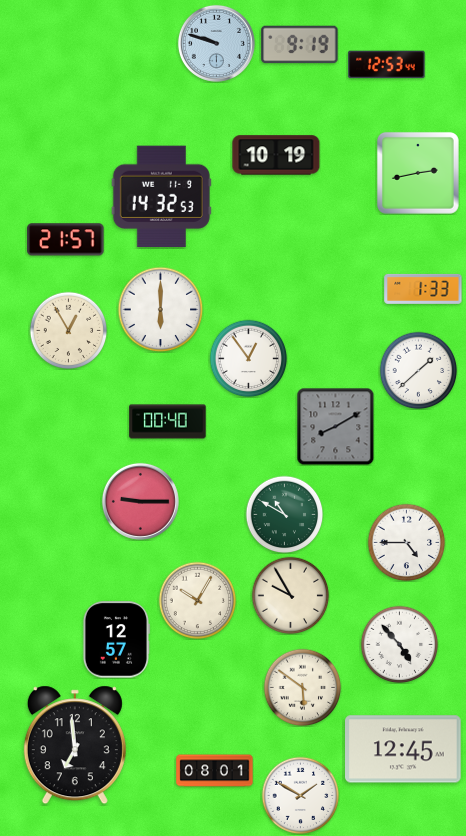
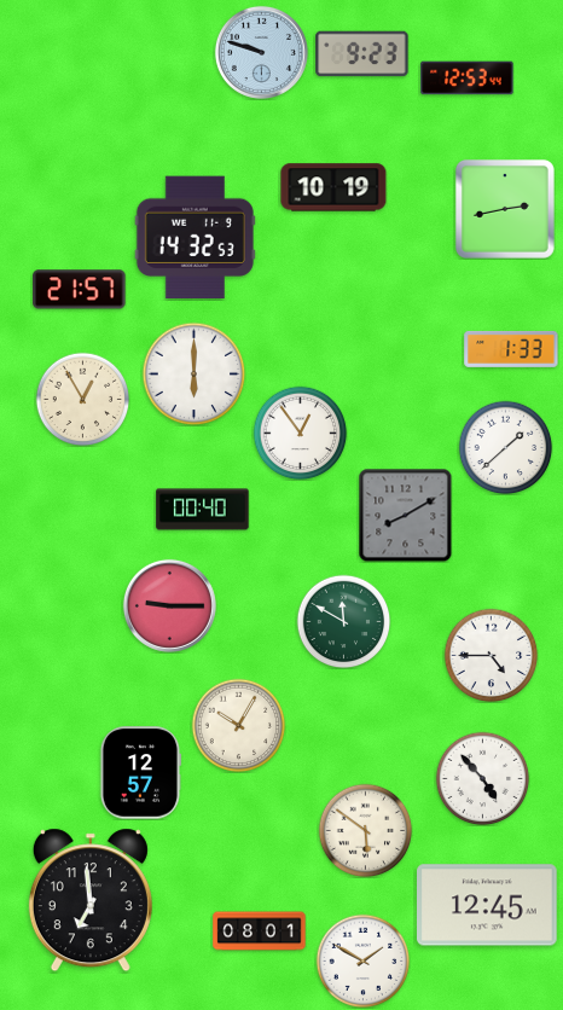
clock at (300, 45): 9:19 -> 9:23
clock at (284, 514): 10:50 -> 11:50
clock at (290, 595): 9:55 -> none
